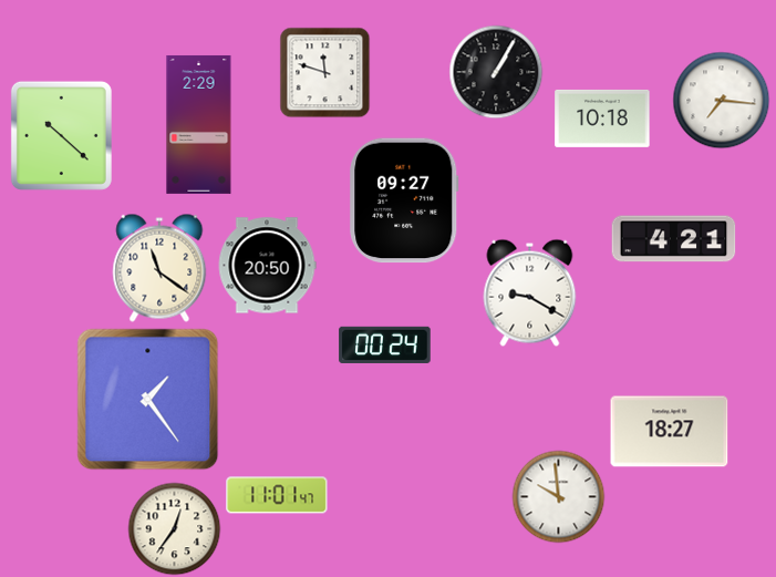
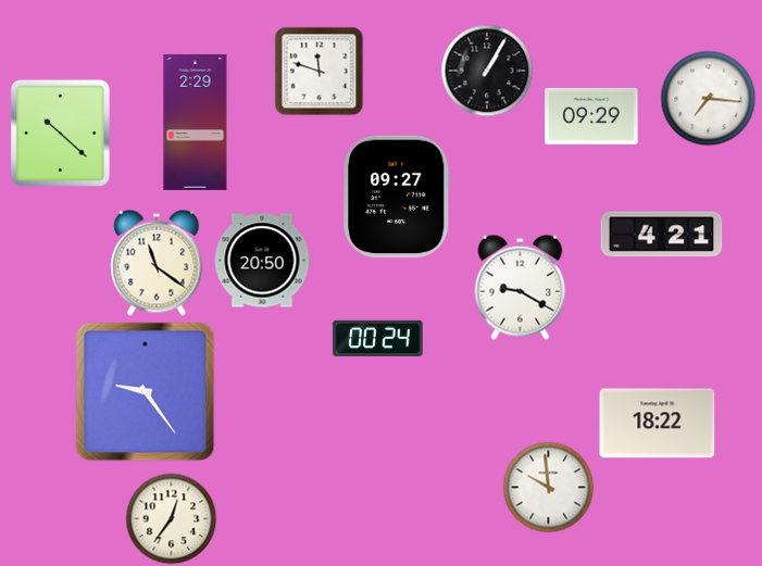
clock at (602, 119): 10:18 -> 09:29
clock at (148, 400): 1:24 -> 9:24
clock at (670, 432): 18:27 -> 18:22
clock at (277, 495): 11:01 -> none
